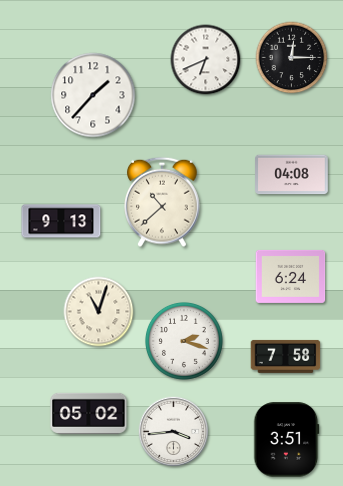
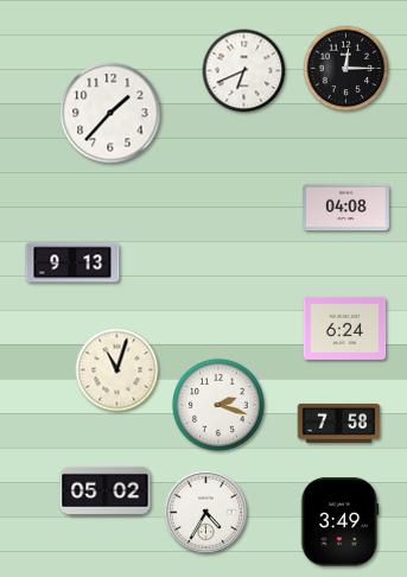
clock at (163, 202): 10:38 -> none
clock at (174, 432): 3:44 -> 4:35
clock at (286, 440): 3:51 -> 3:49
